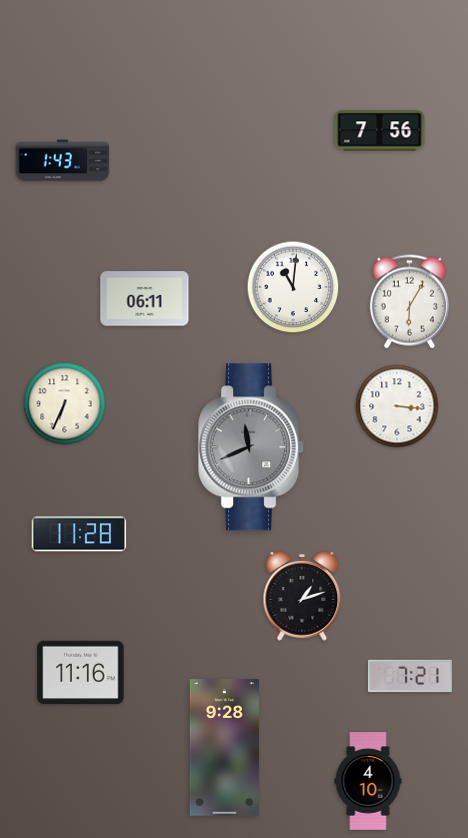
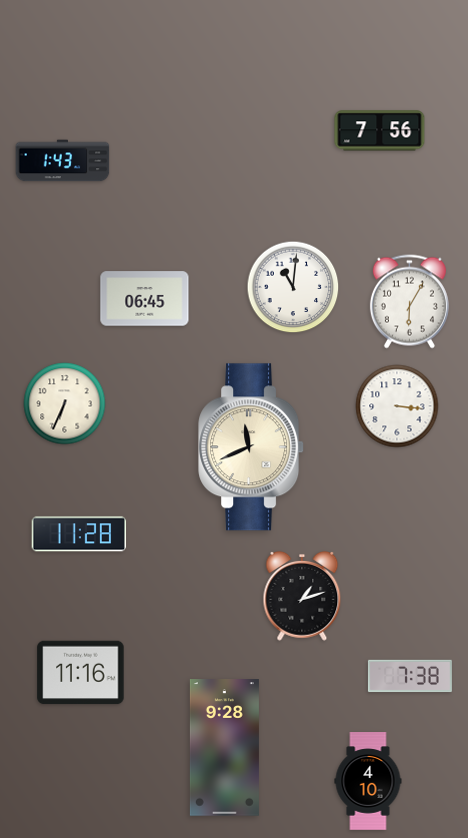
clock at (145, 299): 06:11 -> 06:45
clock at (252, 447) dial: grey -> cream
clock at (410, 676): 7:21 -> 7:38
